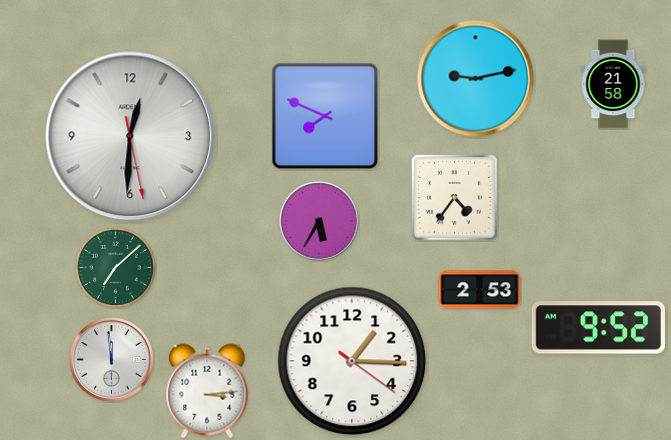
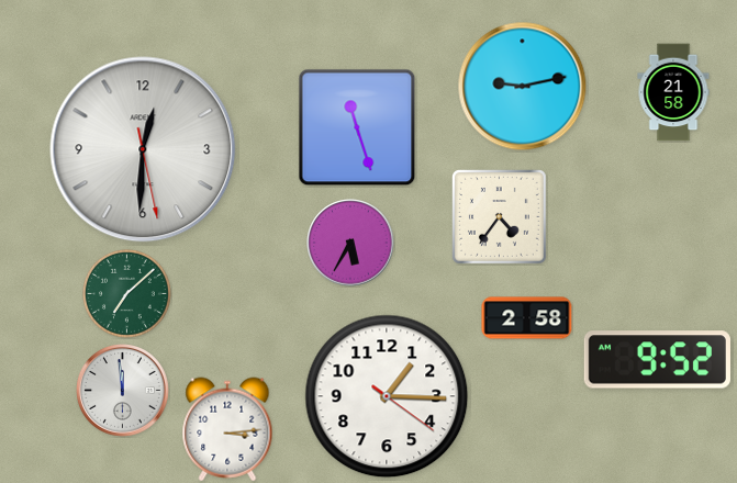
clock at (325, 116): 7:49 -> 11:27
clock at (480, 290): 2:53 -> 2:58
clock at (112, 360) position: (112, 360) -> (123, 391)
